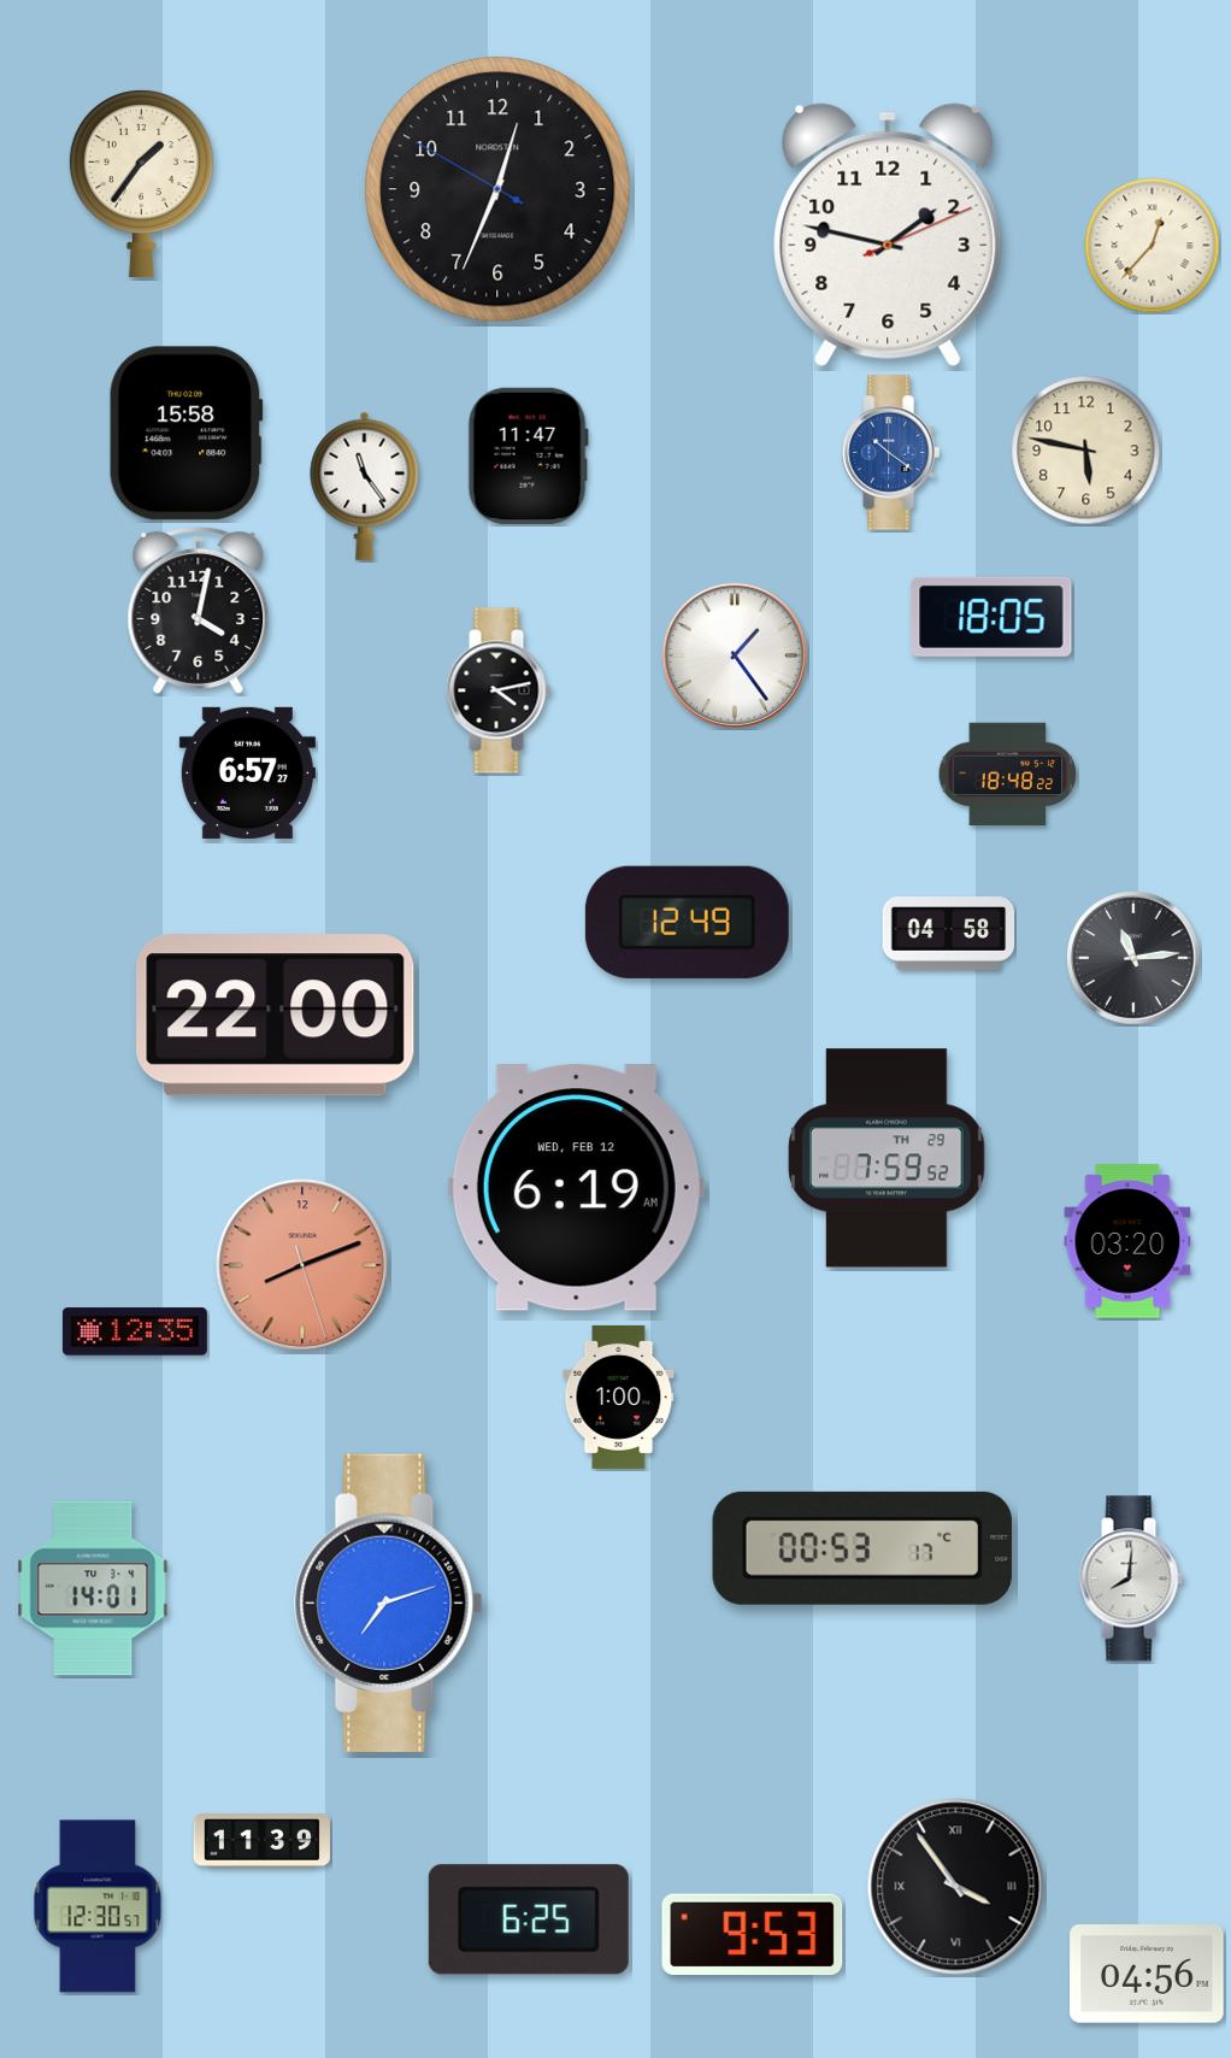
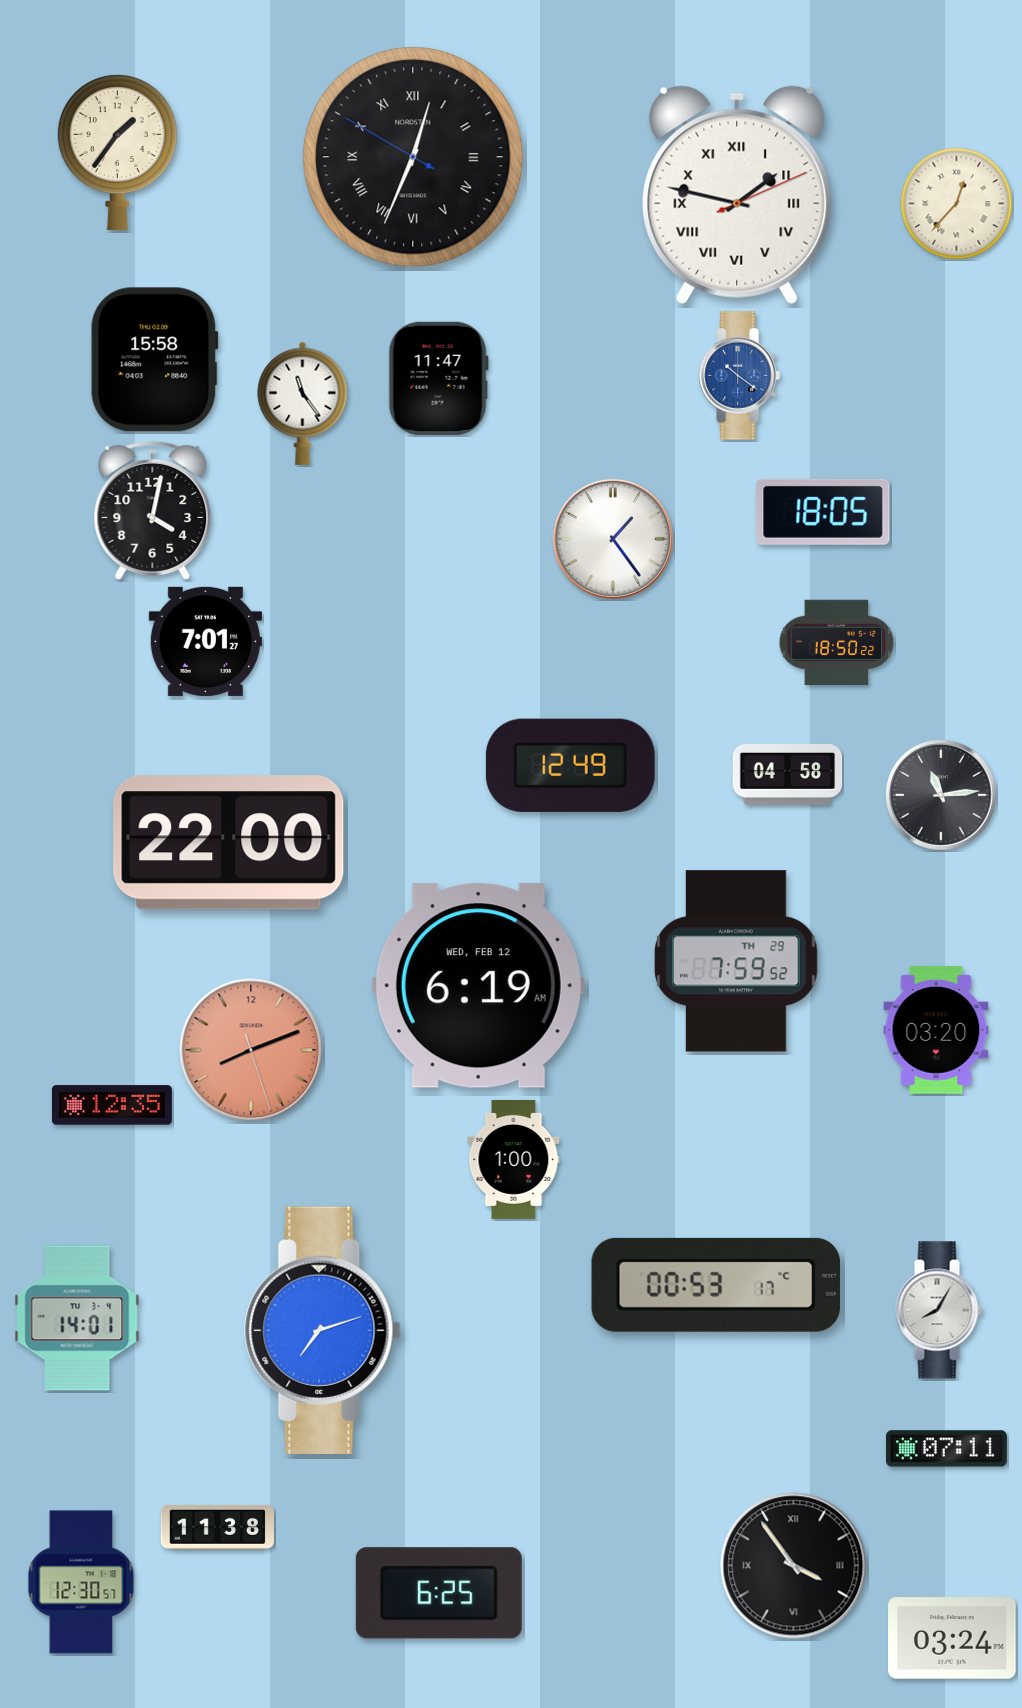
clock at (497, 189) numerals: Arabic -> Roman
clock at (888, 235) numerals: Arabic -> Roman
clock at (1086, 451): 5:47 -> none
clock at (199, 610) position: (199, 610) -> (153, 510)
clock at (735, 655) position: (735, 655) -> (613, 539)
clock at (499, 690): 4:13 -> none
clock at (247, 772): 6:57 -> 7:01
clock at (1008, 774): 18:48 -> 18:50
clock at (1131, 1578): 8:01 -> 8:05
clock at (946, 1449): none -> 07:11
clock at (261, 1841): 11:39 -> 11:38
clock at (753, 1935): 9:53 -> none
clock at (1147, 1974): 04:56 -> 03:24
